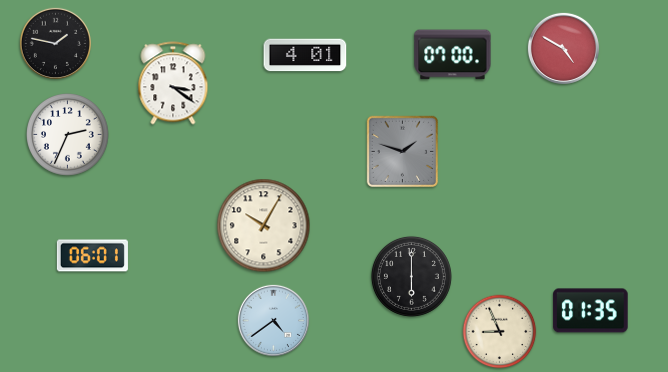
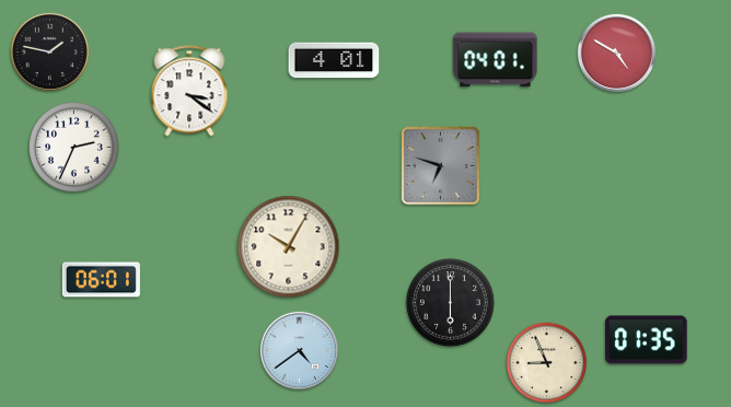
clock at (55, 43) position: (55, 43) -> (49, 51)
clock at (453, 55): 07:00 -> 04:01
clock at (403, 152): 1:48 -> 6:48
